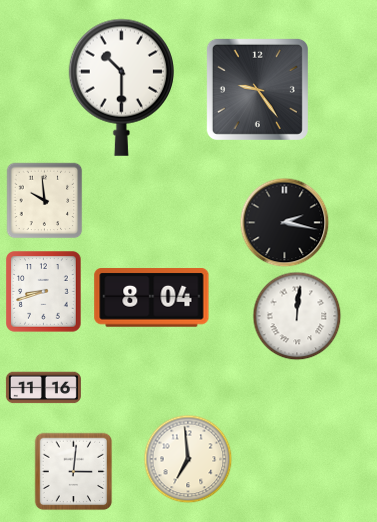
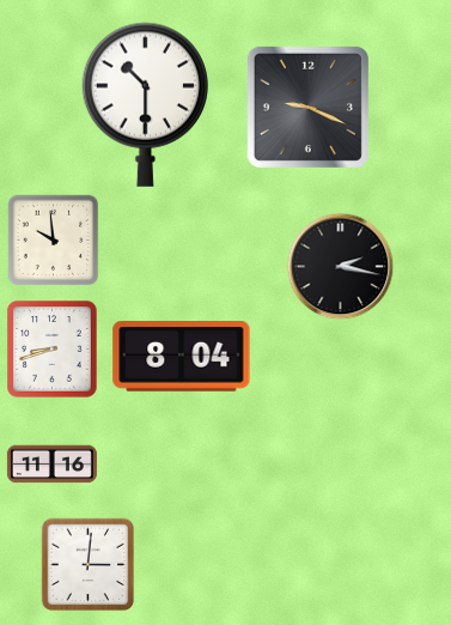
clock at (257, 89): 9:24 -> 9:19
clock at (297, 316): 12:01 -> none
clock at (188, 459): 6:59 -> none
